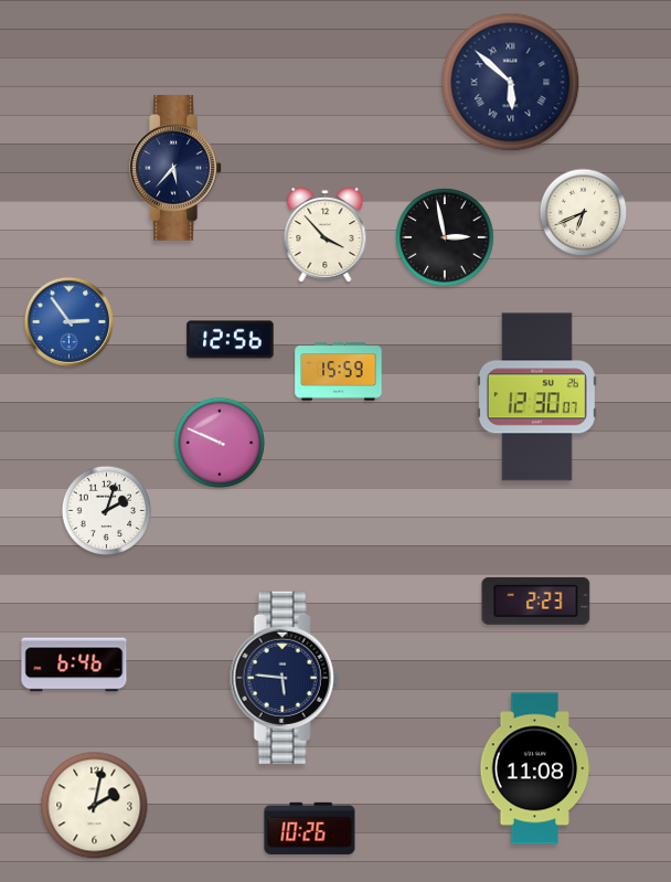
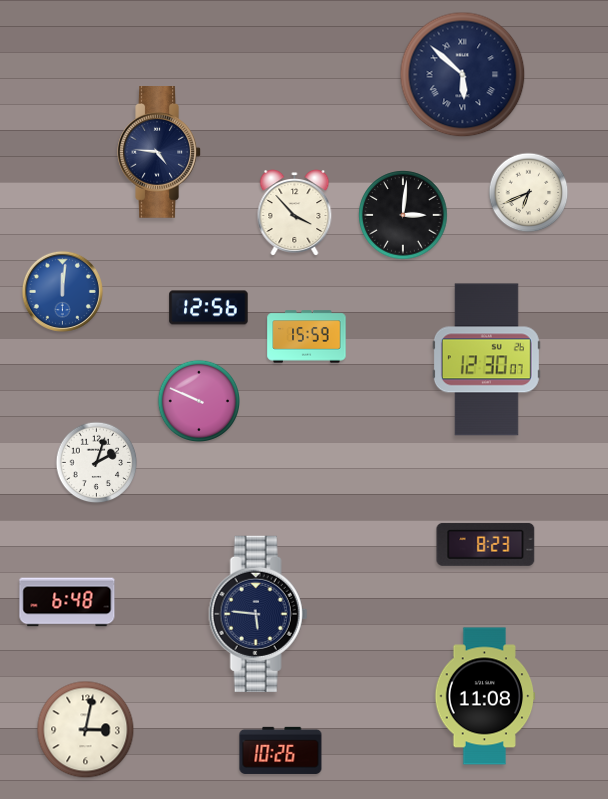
clock at (175, 169): 5:37 -> 4:46
clock at (445, 237): 2:58 -> 3:01
clock at (68, 321): 2:54 -> 12:01
clock at (536, 601): 2:23 -> 8:23
clock at (74, 665): 6:46 -> 6:48
clock at (95, 806): 2:02 -> 3:02
